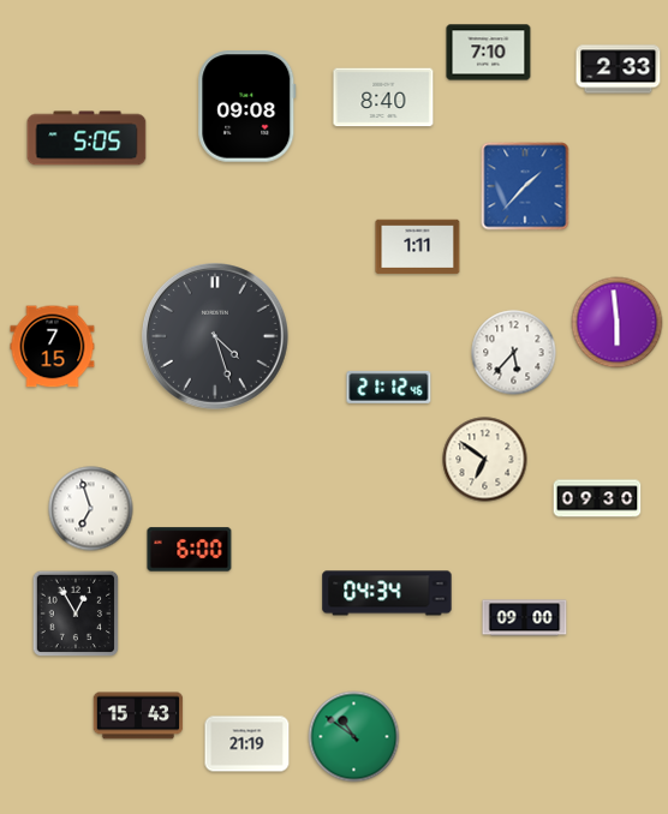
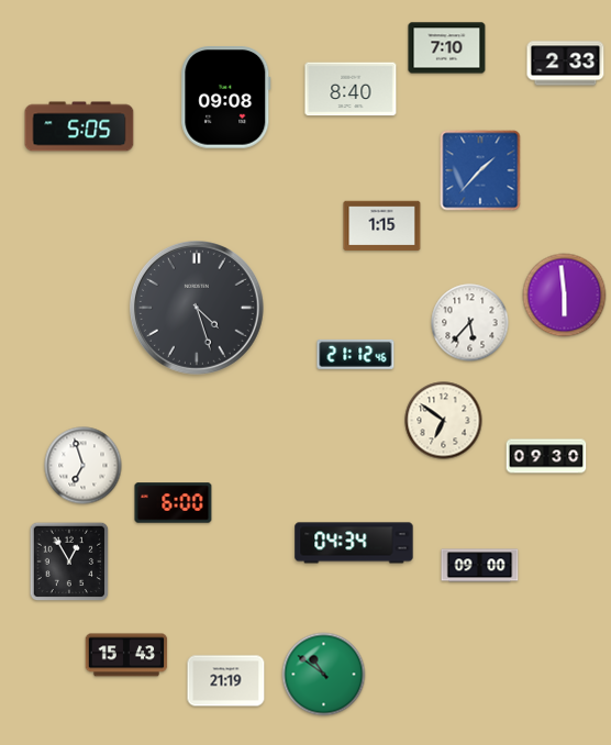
clock at (418, 247): 1:11 -> 1:15
clock at (53, 347): 7:15 -> none
